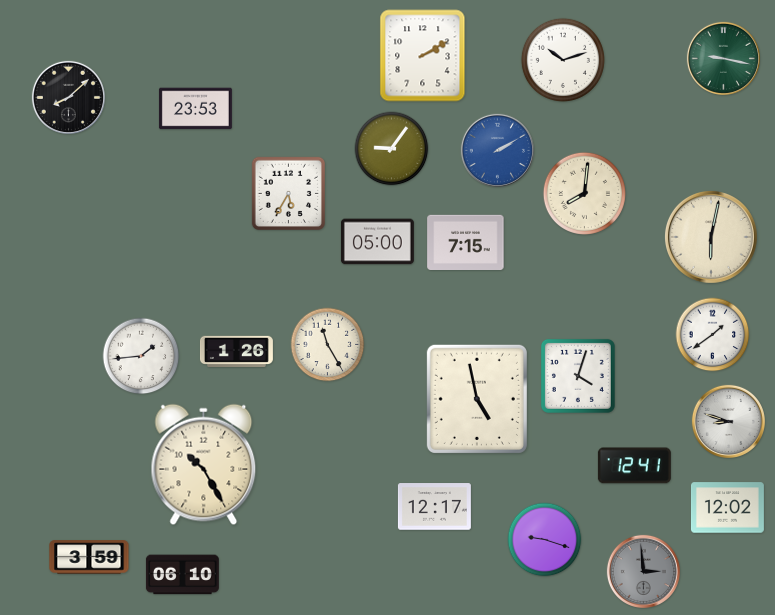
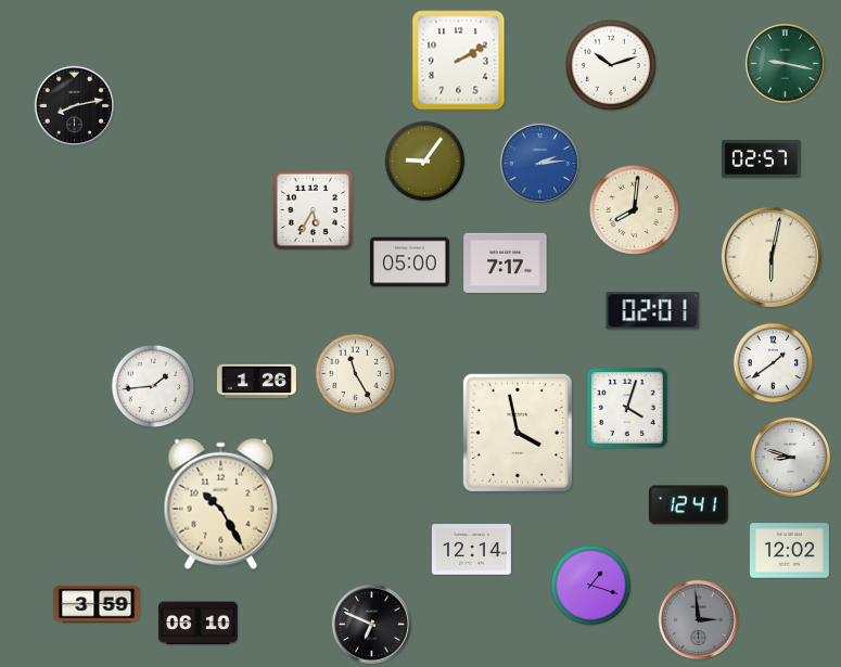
clock at (68, 97): 8:08 -> 8:13
clock at (195, 109): 23:53 -> none
clock at (761, 158): none -> 02:57
clock at (497, 150): 2:10 -> 2:14
clock at (466, 242): 7:15 -> 7:17
clock at (653, 311): none -> 02:01
clock at (477, 399): 4:58 -> 3:58
clock at (434, 507): 12:17 -> 12:14
clock at (545, 540): 9:18 -> 1:18
clock at (371, 624): none -> 6:49
